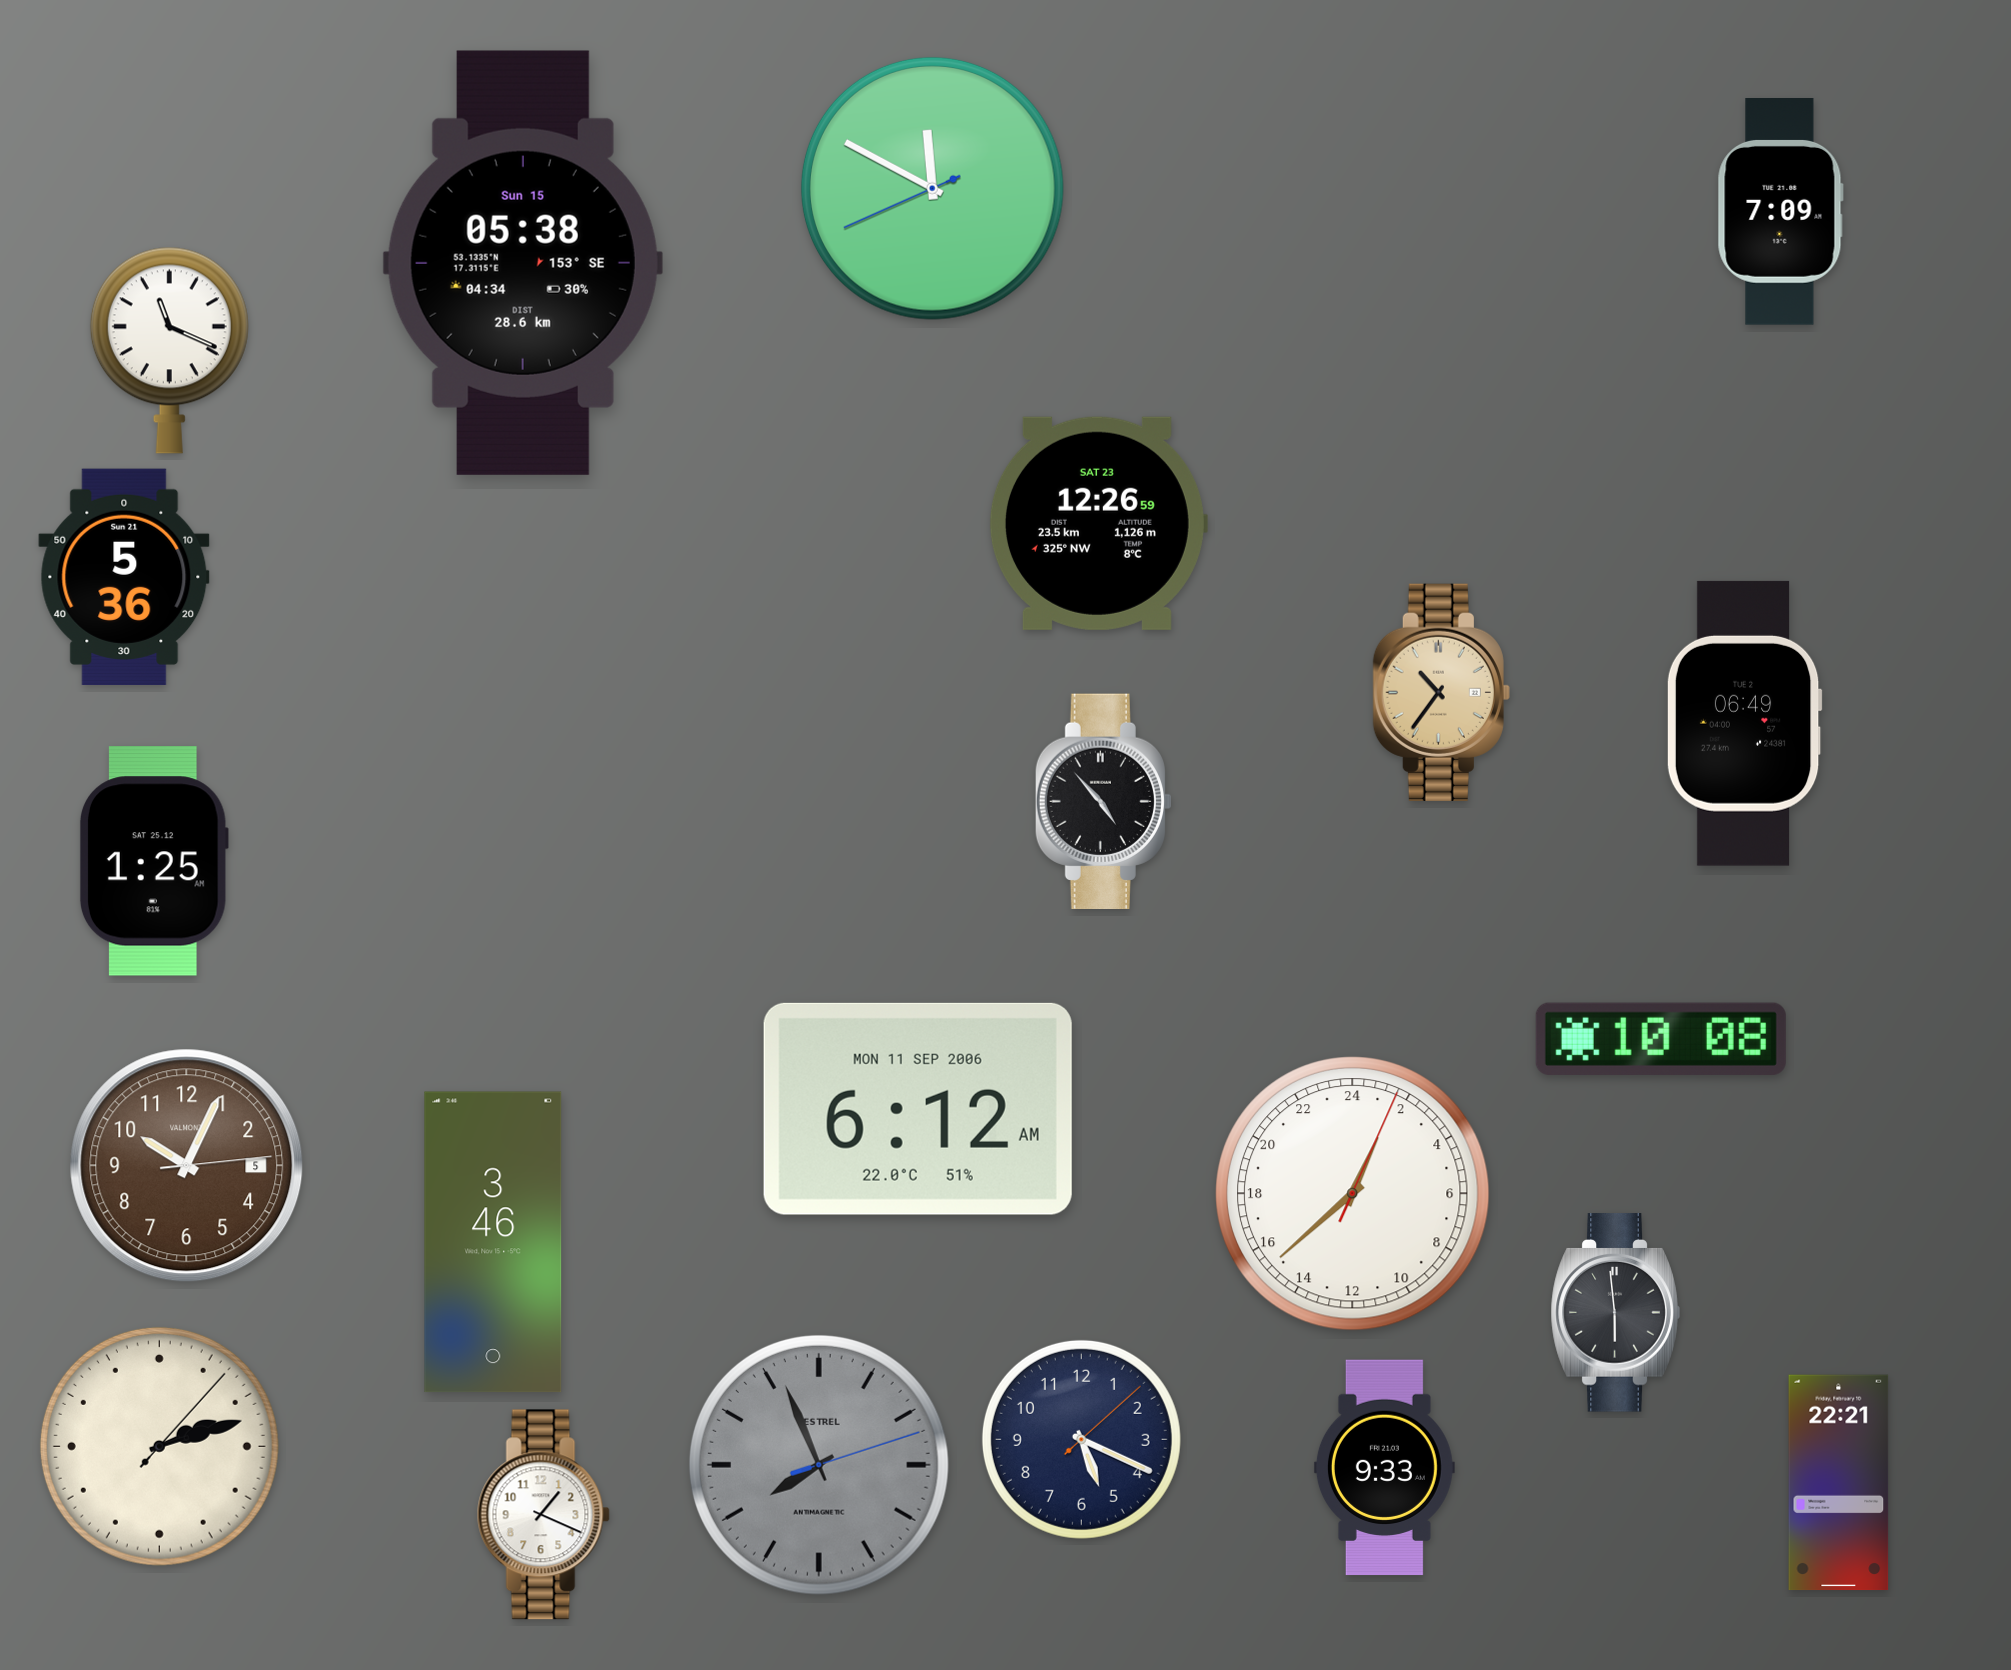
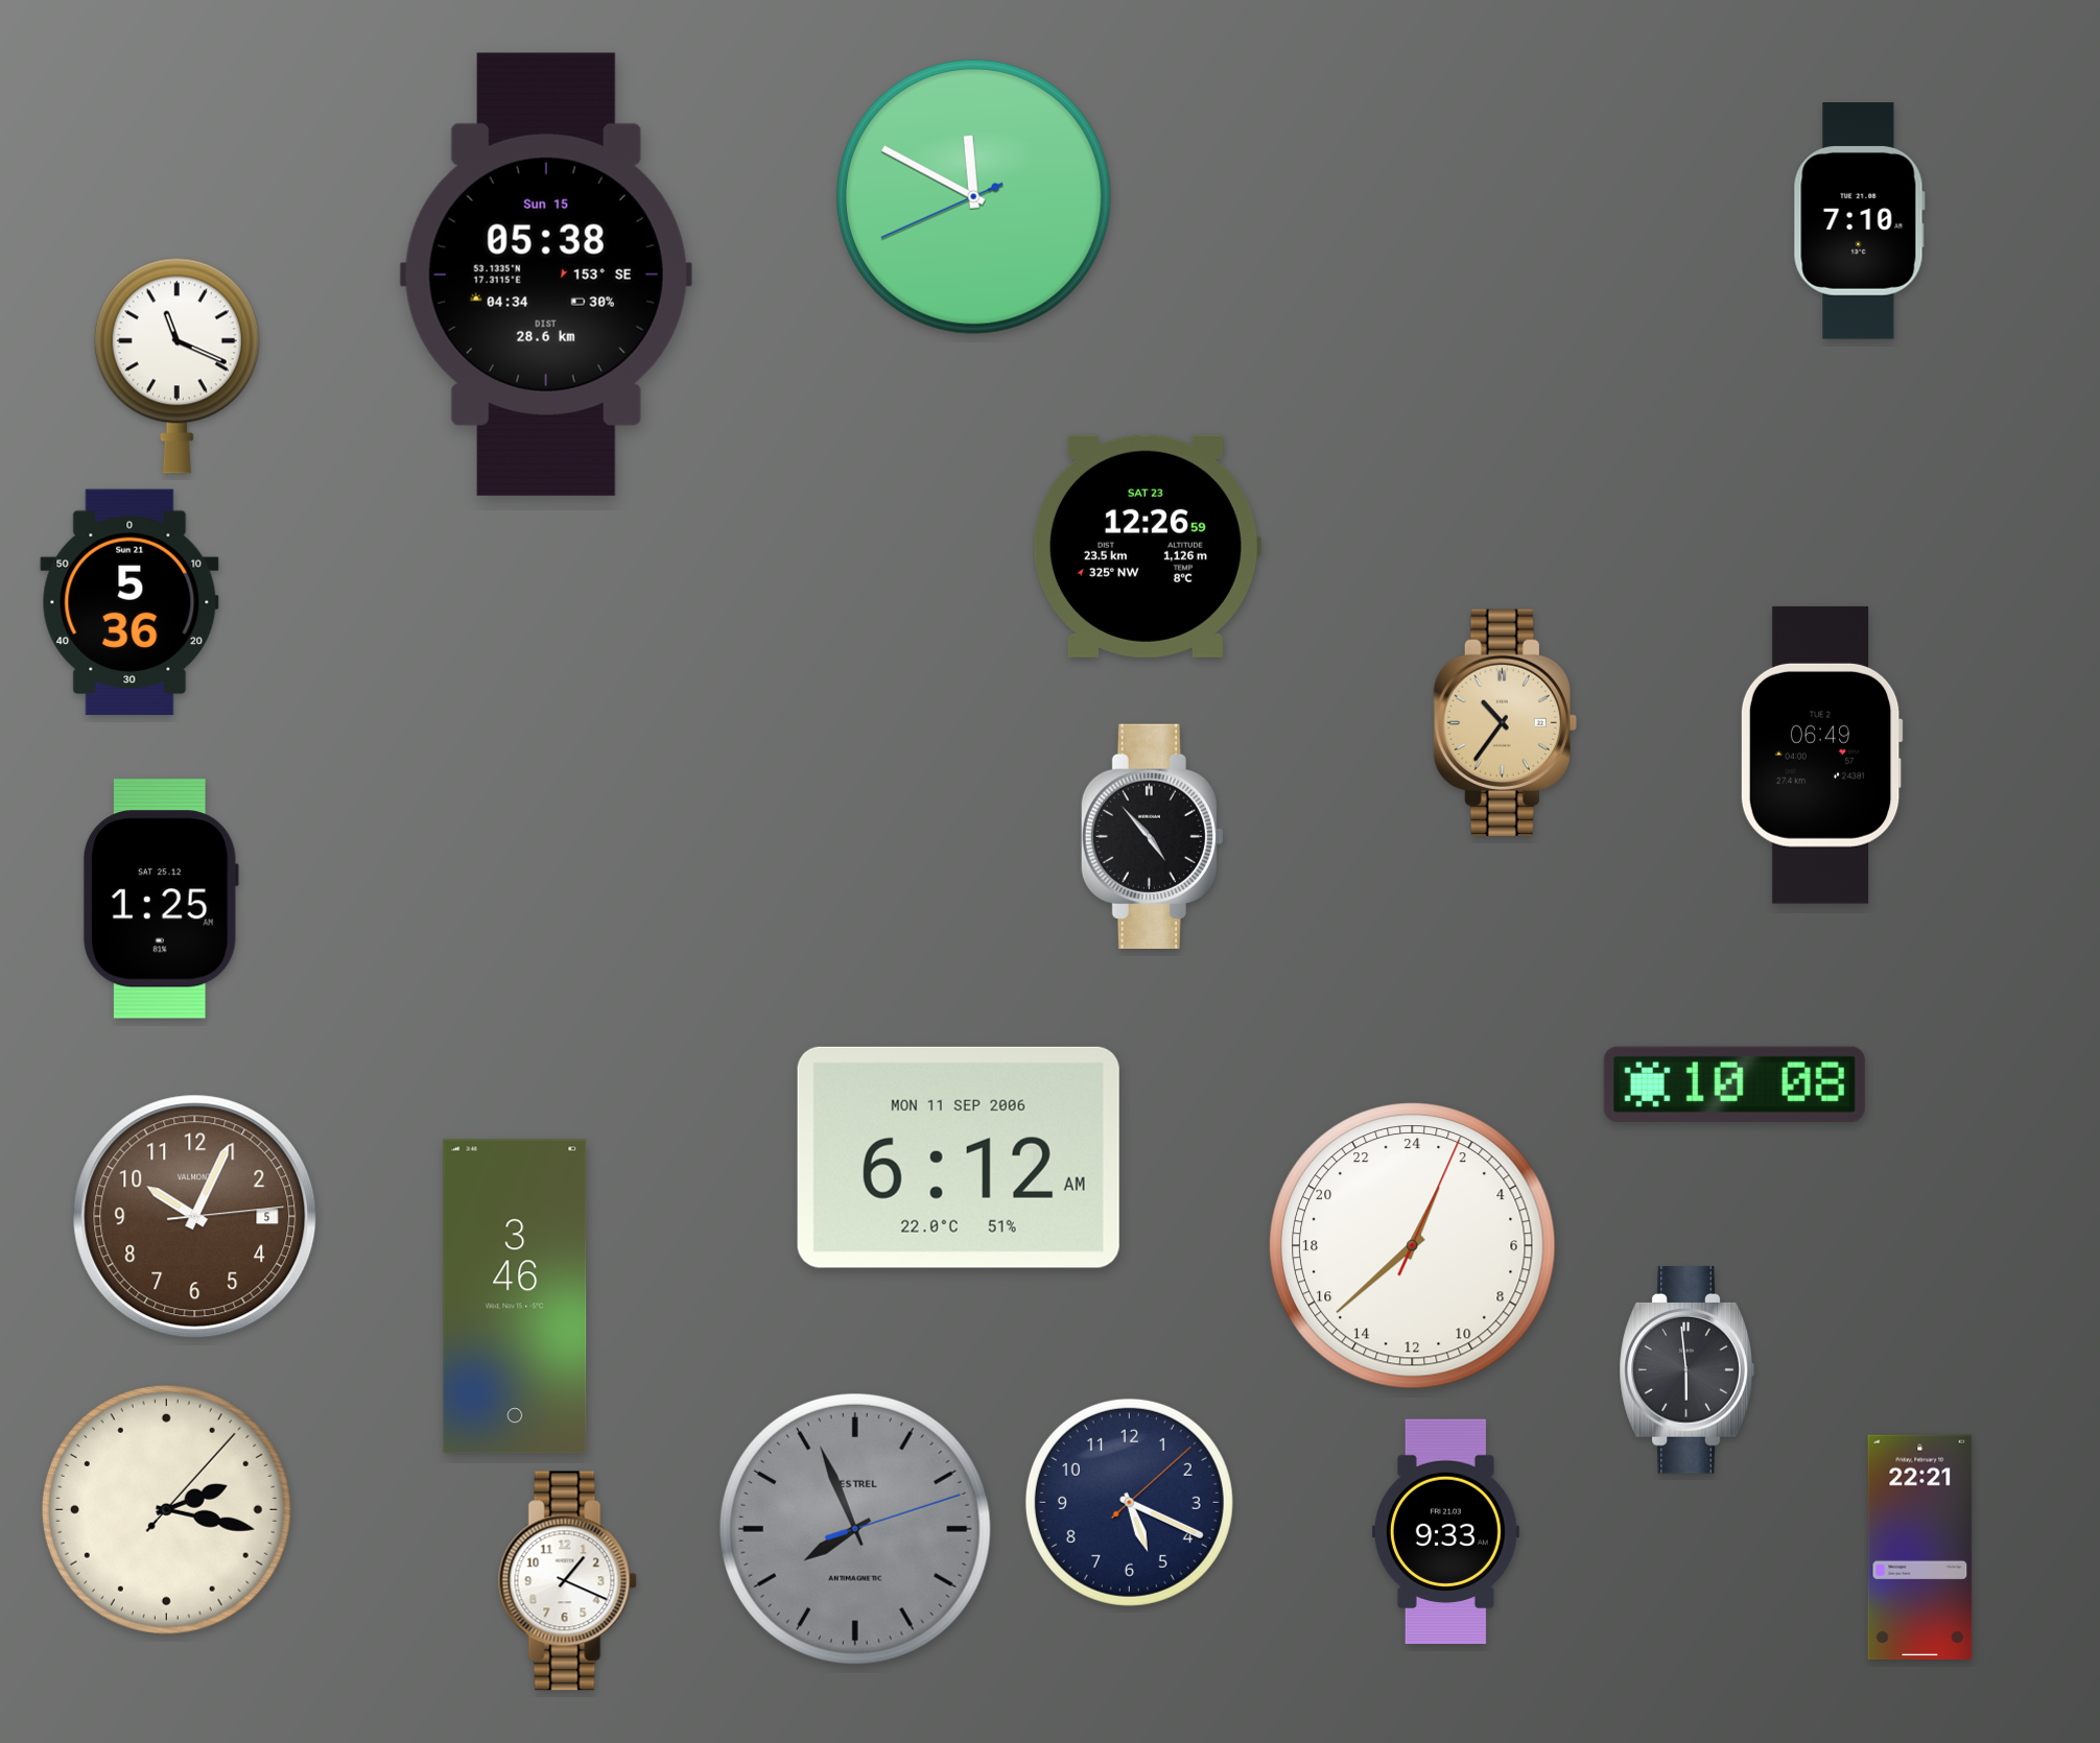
clock at (1780, 212): 7:09 -> 7:10
clock at (159, 1446): 2:12 -> 2:17
